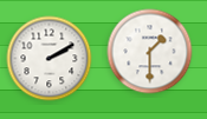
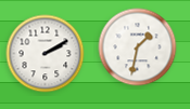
clock at (150, 52): 1:30 -> 1:32
